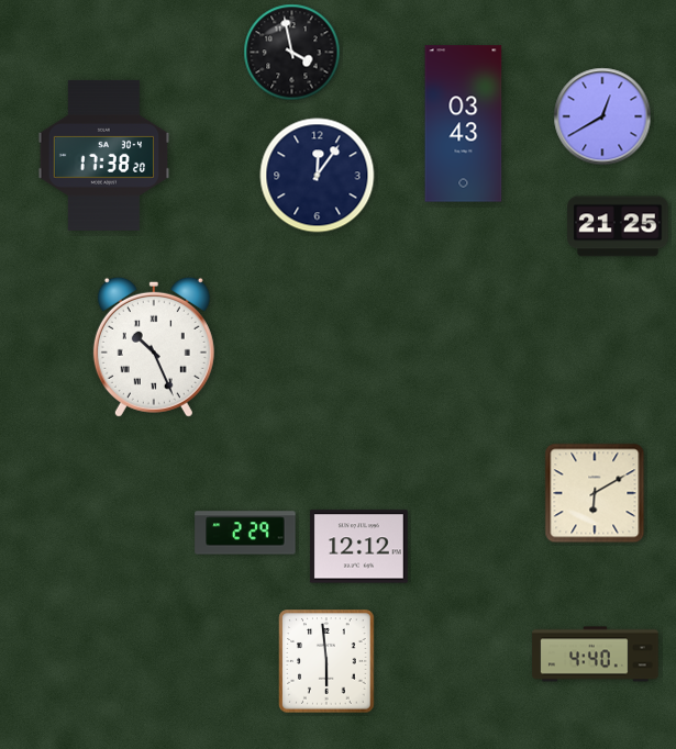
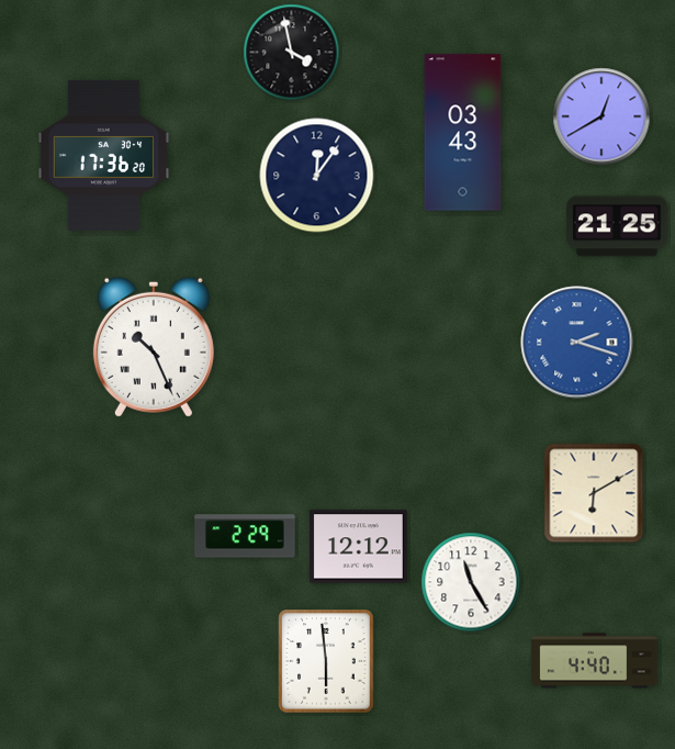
clock at (464, 124) position: (464, 124) -> (463, 133)
clock at (104, 155): 17:38 -> 17:36
clock at (577, 343): none -> 2:18
clock at (245, 533) position: (245, 533) -> (245, 536)
clock at (471, 582): none -> 11:25
clock at (596, 655) position: (596, 655) -> (595, 661)
